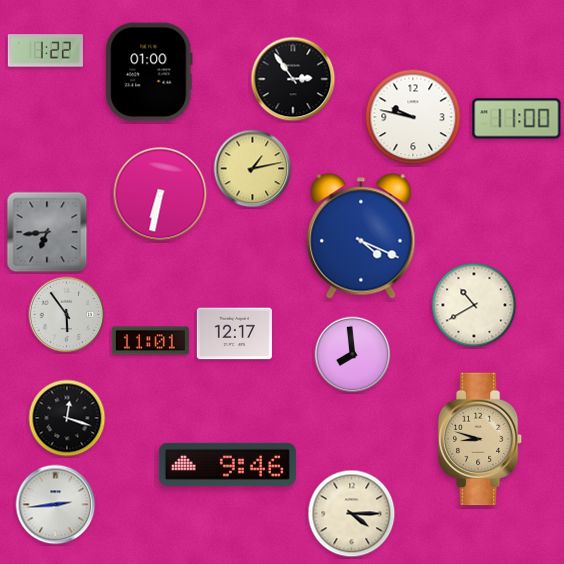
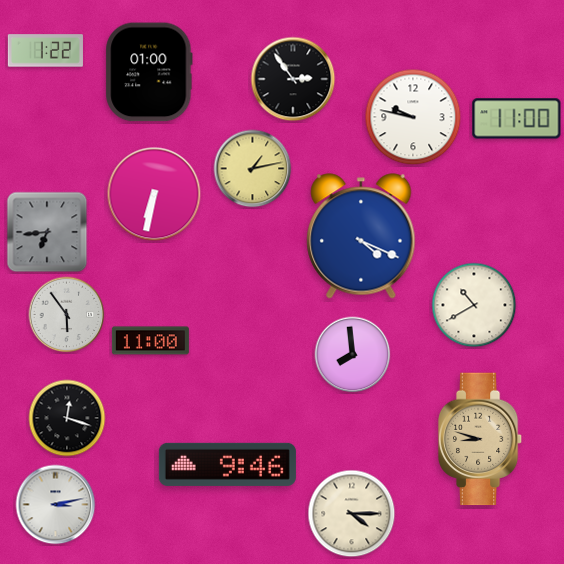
clock at (160, 194) position: (160, 194) -> (154, 194)
clock at (234, 334): 12:17 -> none
clock at (150, 341): 11:01 -> 11:00
clock at (56, 505): 2:44 -> 3:13
